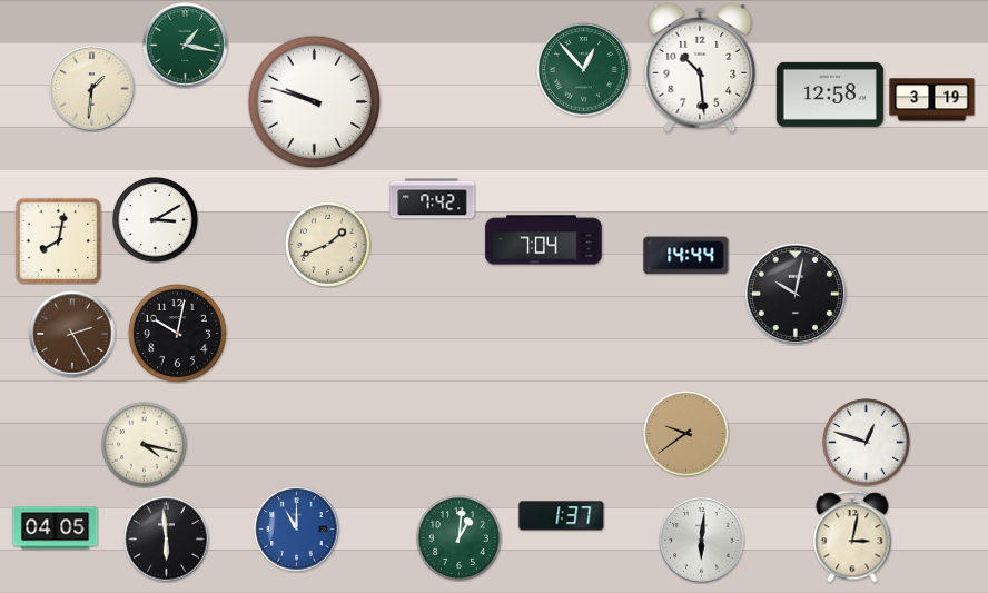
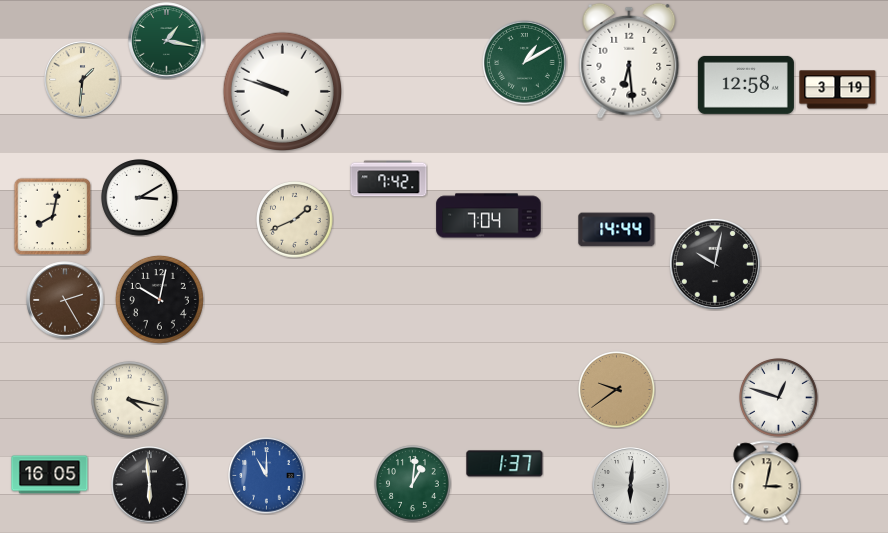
clock at (700, 68): 10:29 -> 6:29
clock at (584, 70): 12:53 -> 1:10
clock at (56, 528): 04:05 -> 16:05
